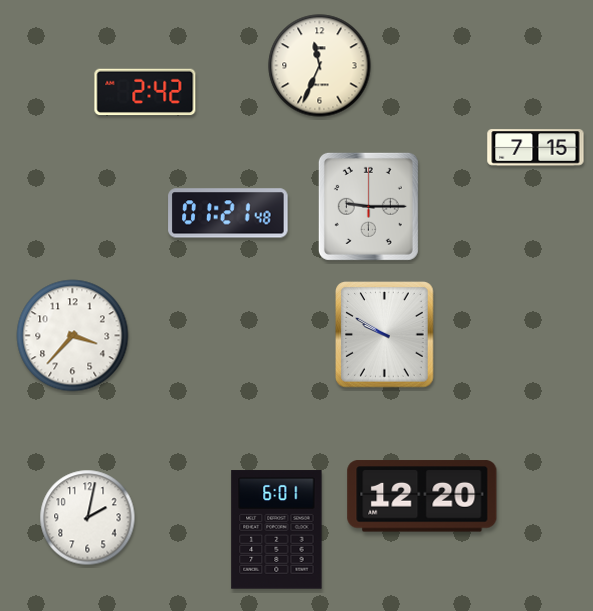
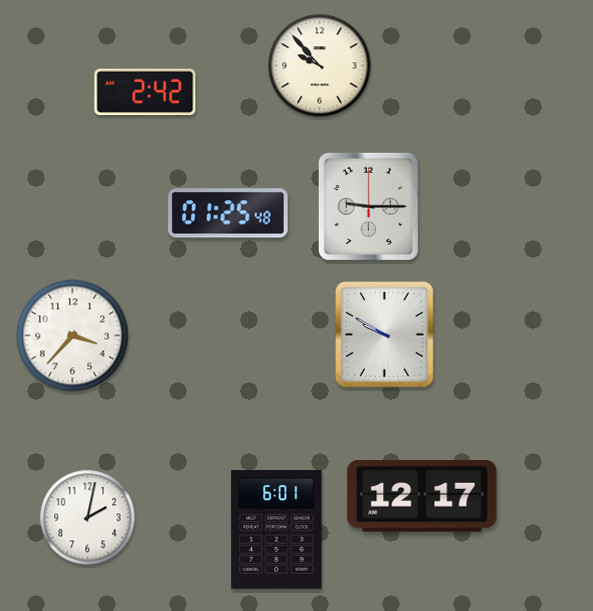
clock at (320, 66): 11:34 -> 9:53
clock at (536, 148): 7:15 -> none
clock at (228, 213): 01:21 -> 01:25
clock at (422, 496): 12:20 -> 12:17
